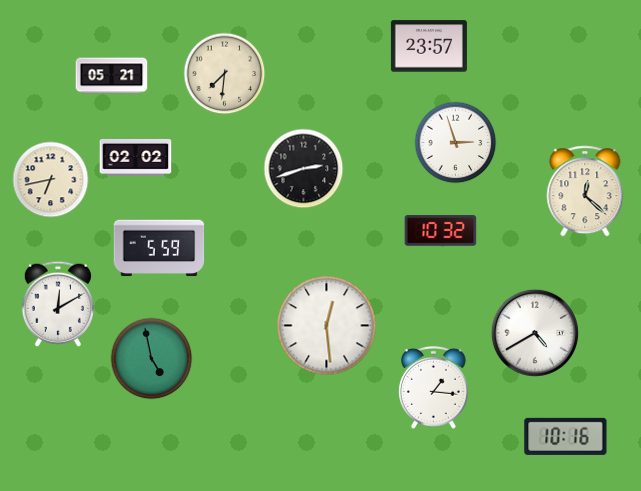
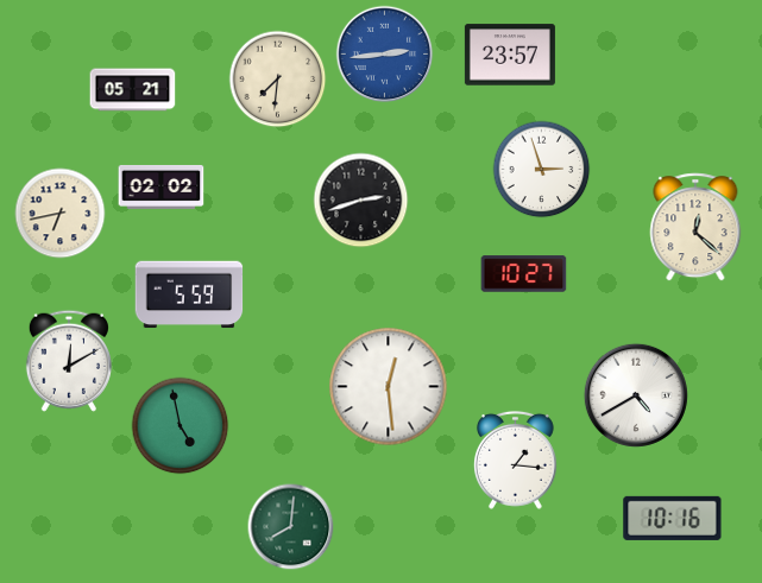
clock at (385, 55): none -> 2:44
clock at (225, 74) position: (225, 74) -> (278, 80)
clock at (441, 231): 10:32 -> 10:27
clock at (291, 527): none -> 8:01
